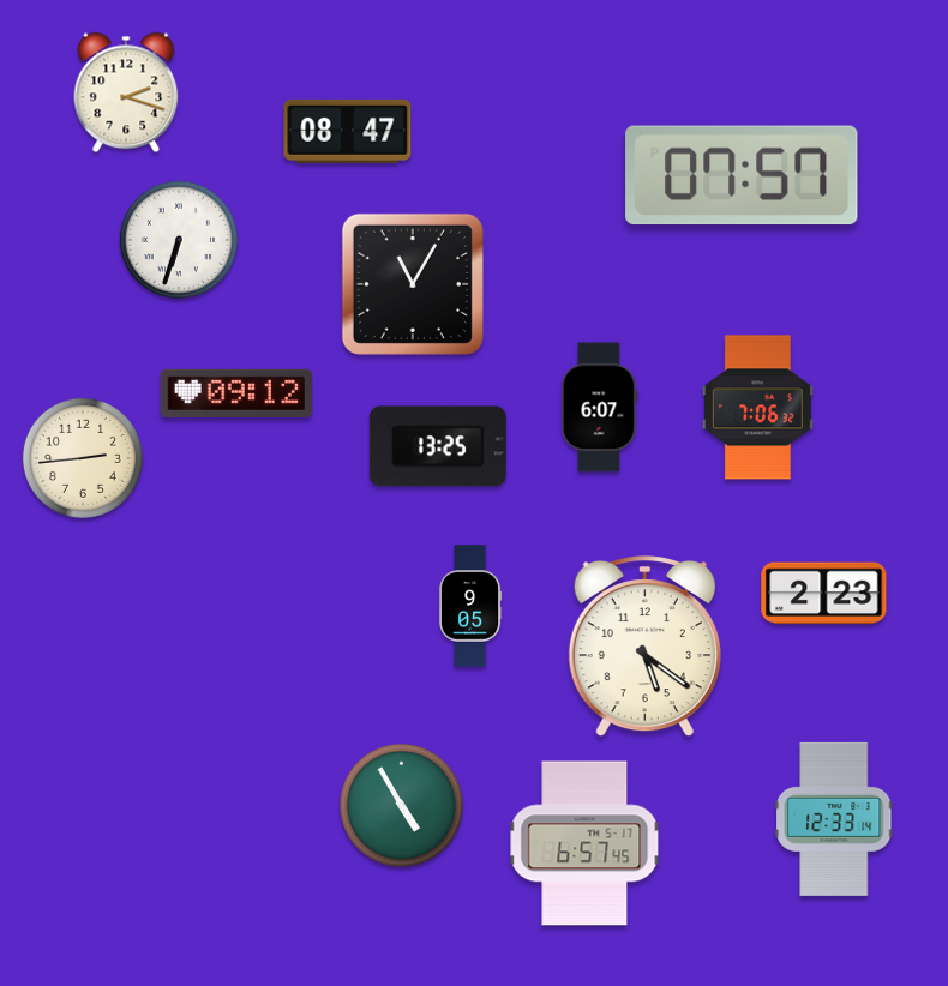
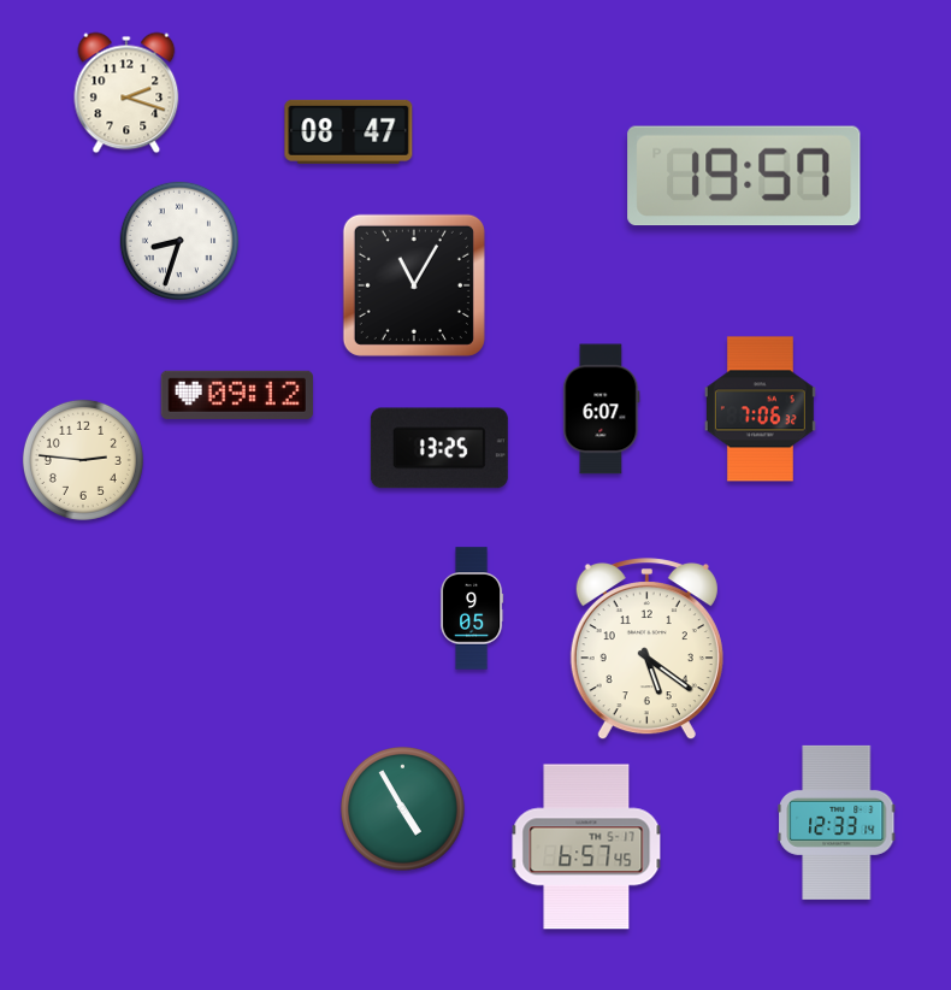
clock at (742, 175): 07:57 -> 19:57
clock at (179, 240): 6:33 -> 8:33
clock at (83, 458): 2:44 -> 2:46
clock at (824, 594): 2:23 -> none
